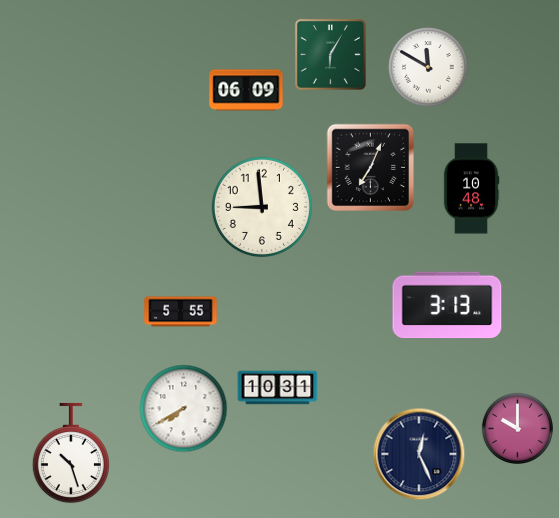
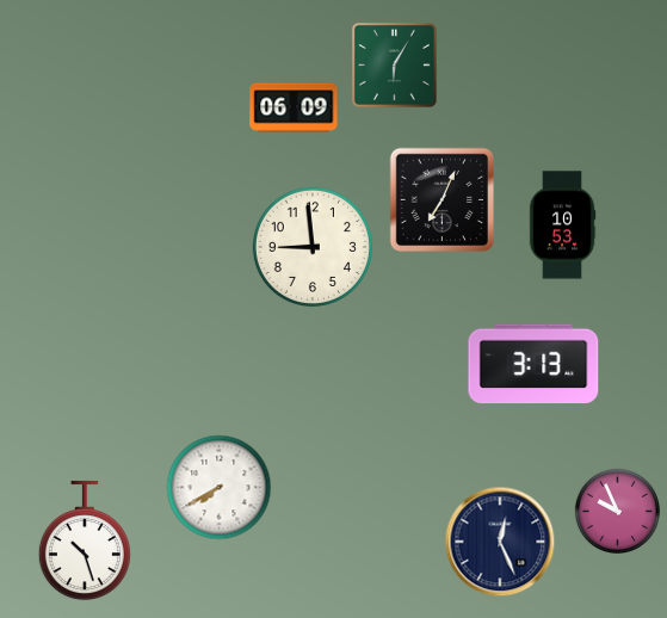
clock at (428, 67): 11:50 -> none
clock at (471, 189): 10:48 -> 10:53
clock at (181, 312): 5:55 -> none
clock at (278, 388): 10:31 -> none
clock at (517, 428): 10:00 -> 9:56
